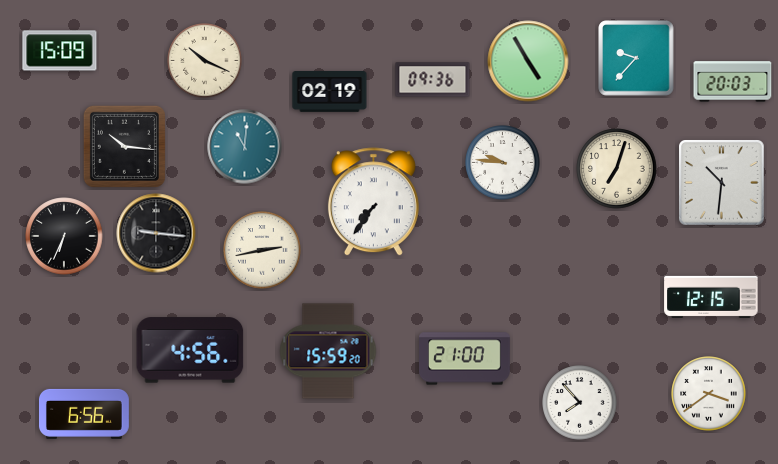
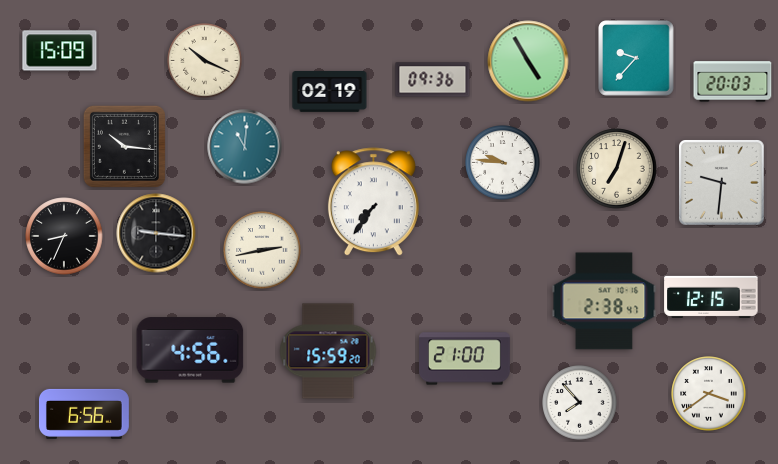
clock at (722, 183): 10:31 -> 9:31
clock at (64, 236): 6:34 -> 8:34
clock at (604, 301): none -> 2:38
